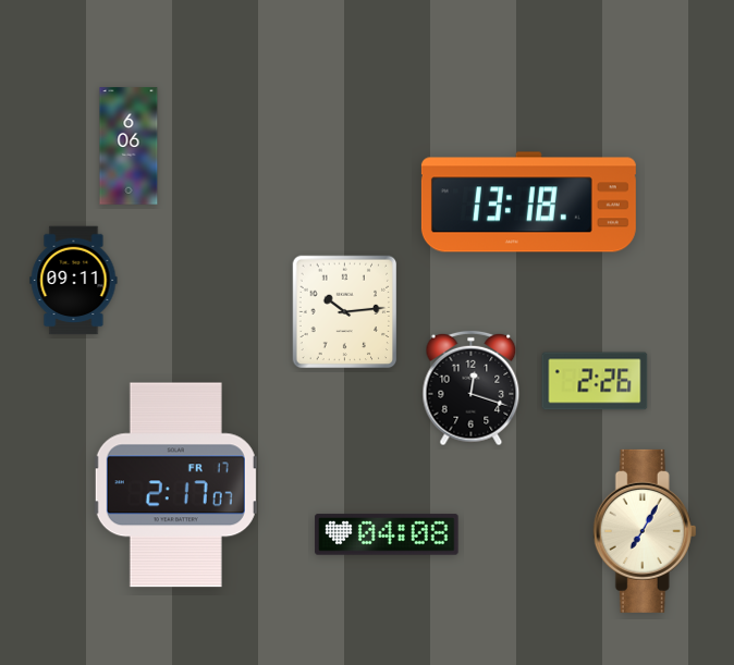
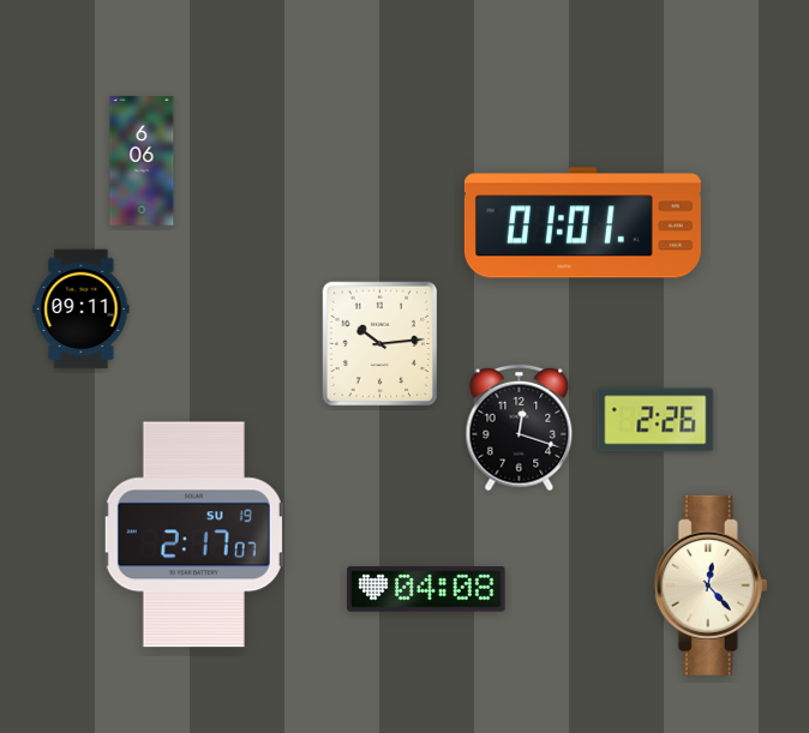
clock at (528, 202): 13:18 -> 01:01
clock at (175, 485) date: FR 17 -> SU 19
clock at (645, 531): 7:05 -> 12:23
